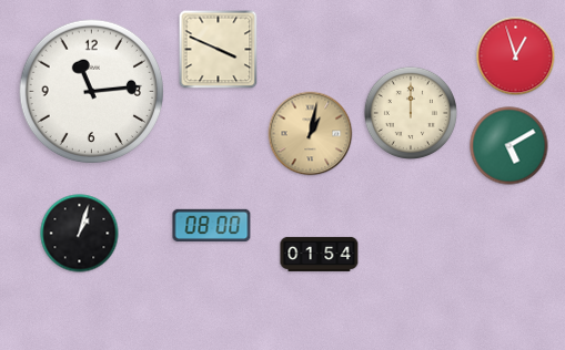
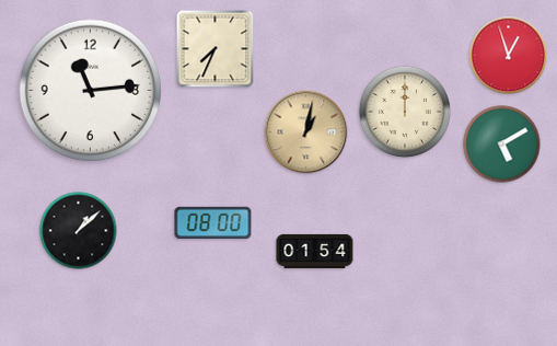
clock at (219, 50): 3:49 -> 7:34
clock at (212, 225) position: (212, 225) -> (213, 222)
clock at (80, 234): 1:03 -> 1:08
